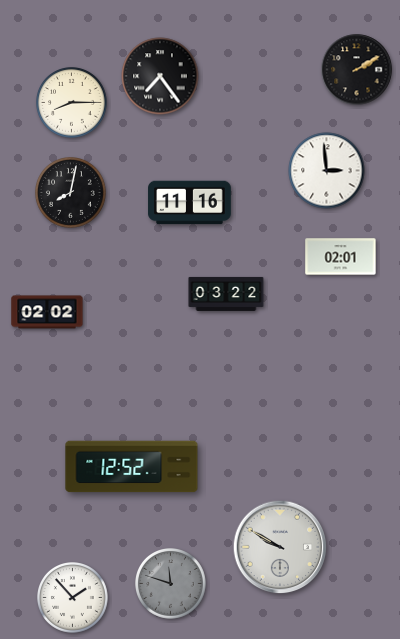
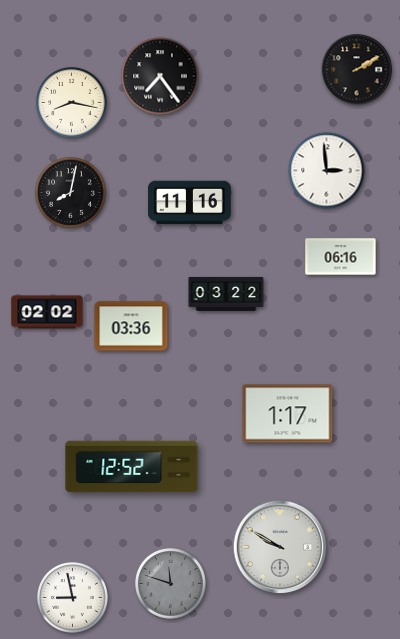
clock at (72, 103): 8:15 -> 8:17
clock at (341, 257): 02:01 -> 06:16
clock at (131, 326): none -> 03:36
clock at (288, 414): none -> 1:17
clock at (73, 598): 1:53 -> 8:58
